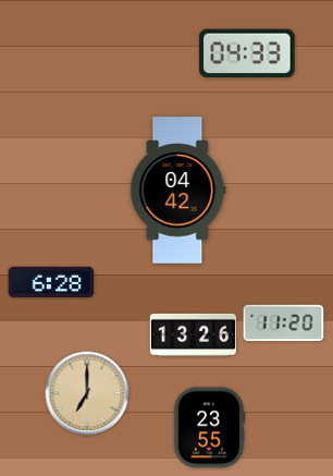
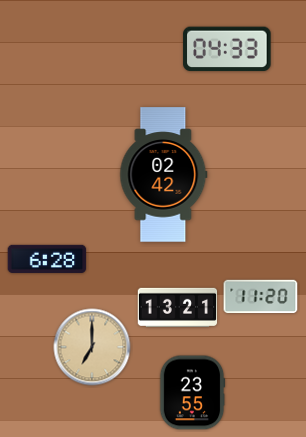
clock at (178, 191): 04:42 -> 02:42
clock at (194, 334): 13:26 -> 13:21
clock at (87, 393) position: (87, 393) -> (92, 347)
